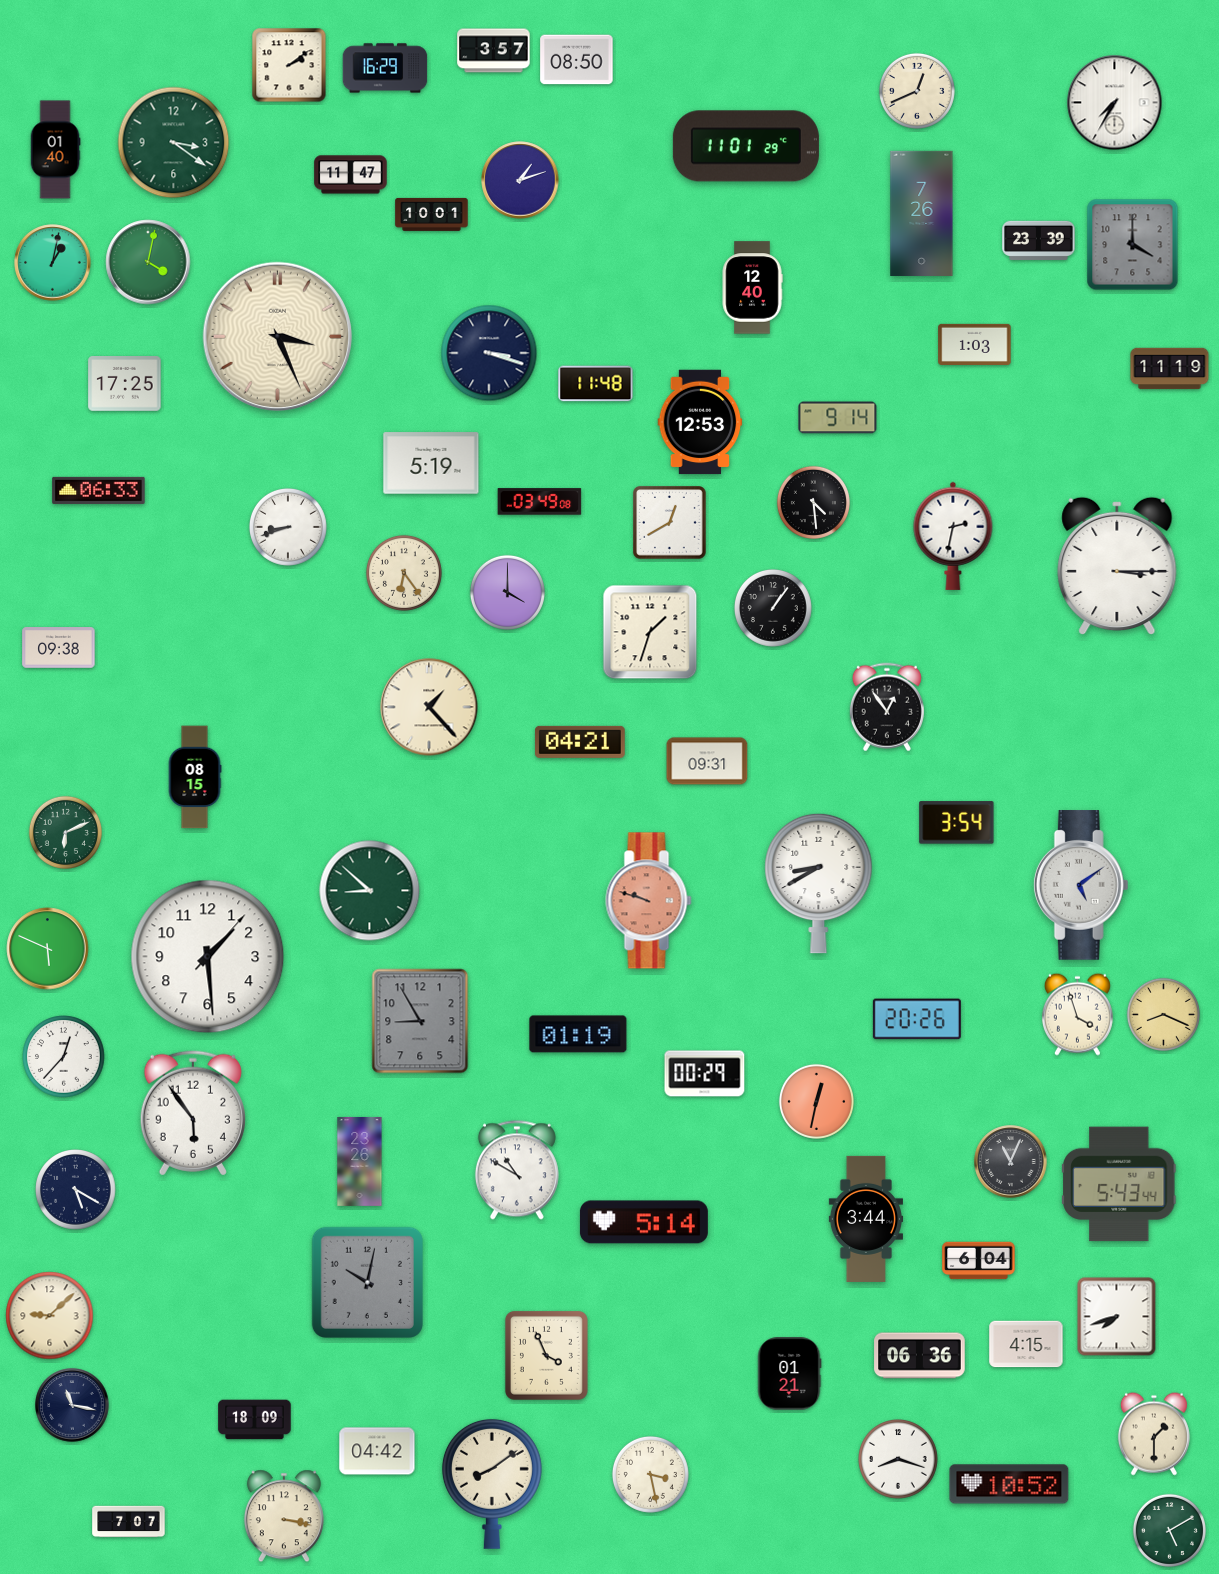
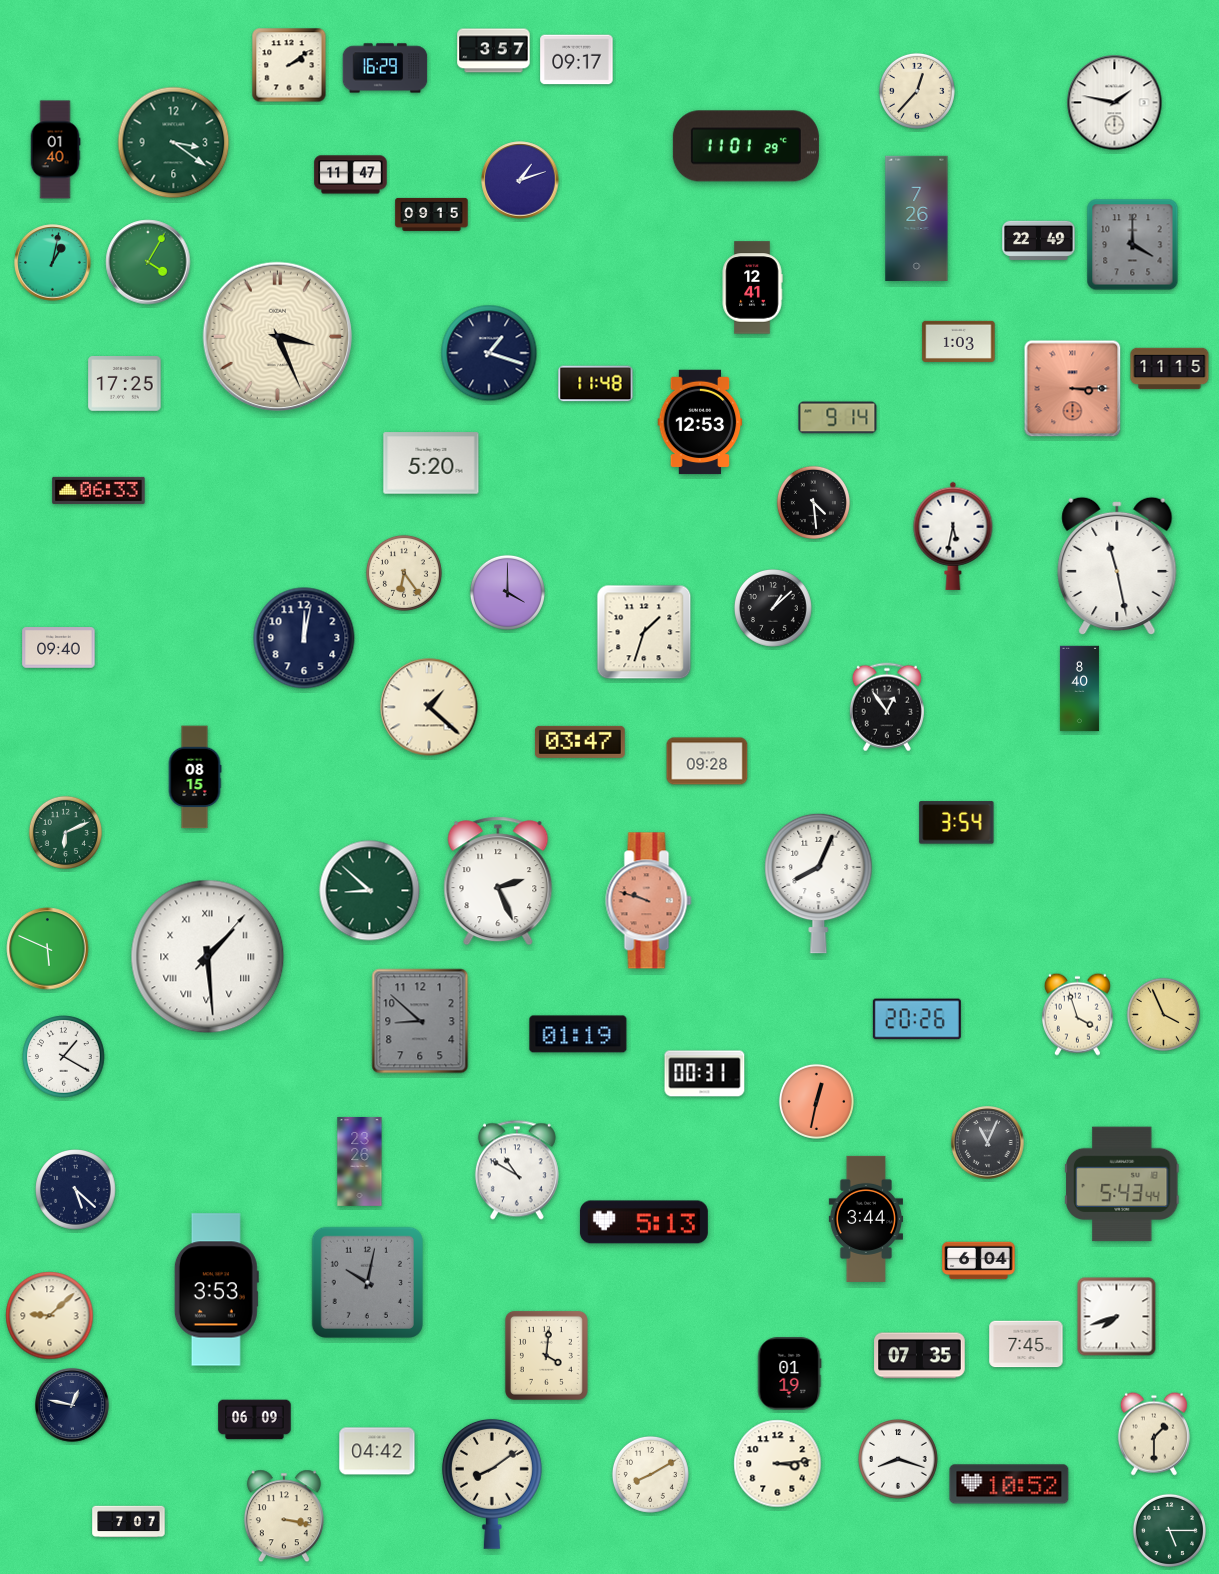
clock at (577, 60): 08:50 -> 09:17
clock at (917, 91): 12:41 -> 12:37
clock at (1115, 103): 7:35 -> 1:47
clock at (922, 213) position: (922, 213) -> (917, 218)
clock at (432, 214): 10:01 -> 09:15
clock at (1039, 240): 23:39 -> 22:49
clock at (148, 262): 4:02 -> 4:05
clock at (752, 288): 12:40 -> 12:41
clock at (975, 344) position: (975, 344) -> (959, 341)
clock at (489, 353): 3:18 -> 1:18
clock at (1170, 369): 11:19 -> 11:15
clock at (1073, 389): none -> 3:15
clock at (431, 463): 5:19 -> 5:20
clock at (540, 502): 03:49 -> none
clock at (670, 523): 12:40 -> none
clock at (288, 527): 8:42 -> none
clock at (953, 536): 2:32 -> 5:32
clock at (1117, 566): 3:15 -> 11:28
clock at (773, 608): 1:06 -> 1:08
clock at (650, 632) position: (650, 632) -> (644, 632)
clock at (304, 638): none -> 12:02
clock at (59, 648): 09:38 -> 09:40
clock at (1079, 689): none -> 8:40
clock at (429, 707): 1:23 -> 1:22
clock at (580, 742): 04:21 -> 03:47
clock at (707, 761): 09:31 -> 09:28
clock at (498, 881): none -> 2:26
clock at (819, 883): 8:40 -> 8:04
clock at (1081, 885): 5:09 -> none
clock at (208, 957) numerals: Arabic -> Roman
clock at (1163, 1014): 8:19 -> 3:56
clock at (420, 1021): 8:55 -> 8:52
clock at (64, 1057): 12:37 -> 1:20
clock at (705, 1074): 00:29 -> 00:31
clock at (193, 1113): 5:54 -> none
clock at (1011, 1162) position: (1011, 1162) -> (988, 1143)
clock at (1119, 1184) position: (1119, 1184) -> (1122, 1184)
clock at (76, 1190): 5:20 -> 5:22
clock at (644, 1222): 5:14 -> 5:13
clock at (216, 1290): none -> 3:53
clock at (1026, 1344): 4:15 -> 7:45
clock at (546, 1355): 3:56 -> 4:01
clock at (920, 1356): 06:36 -> 07:35
clock at (789, 1374): 01:21 -> 01:19
clock at (72, 1405): 11:17 -> 12:47
clock at (255, 1420): 18:09 -> 06:09
clock at (778, 1464): none -> 3:14
clock at (650, 1474): 3:28 -> 8:10
clock at (1169, 1530): 5:10 -> 5:15
